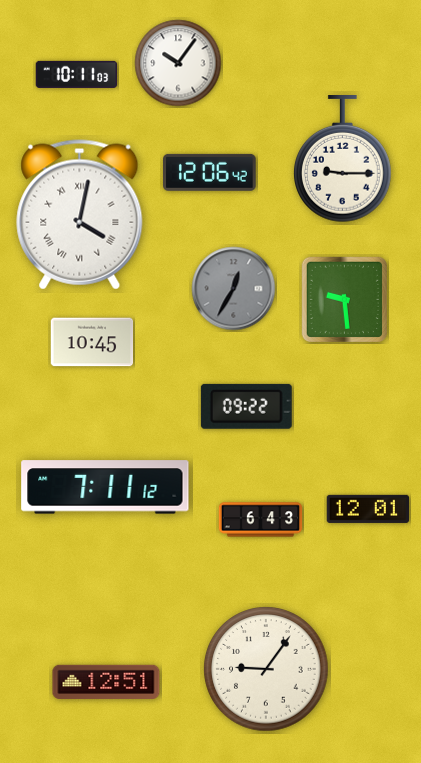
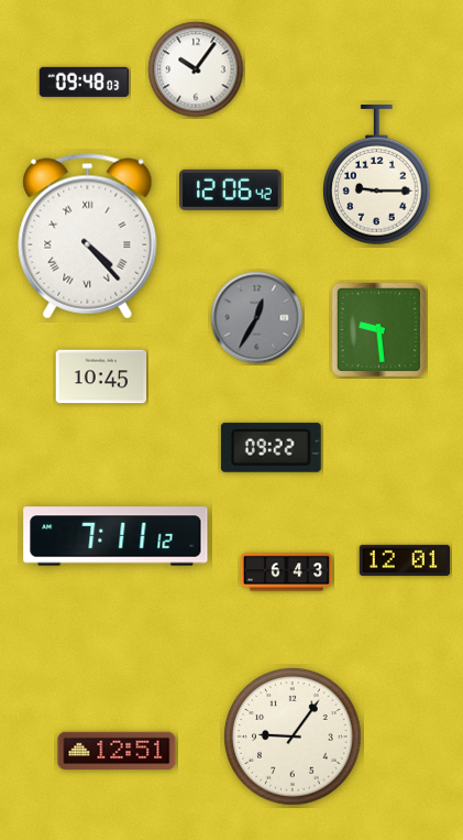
clock at (77, 74): 10:11 -> 09:48
clock at (80, 215): 4:02 -> 4:23
